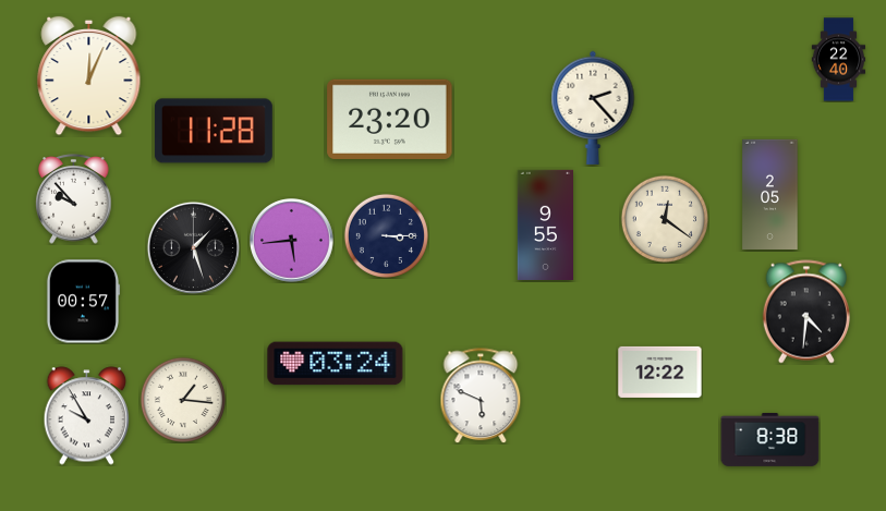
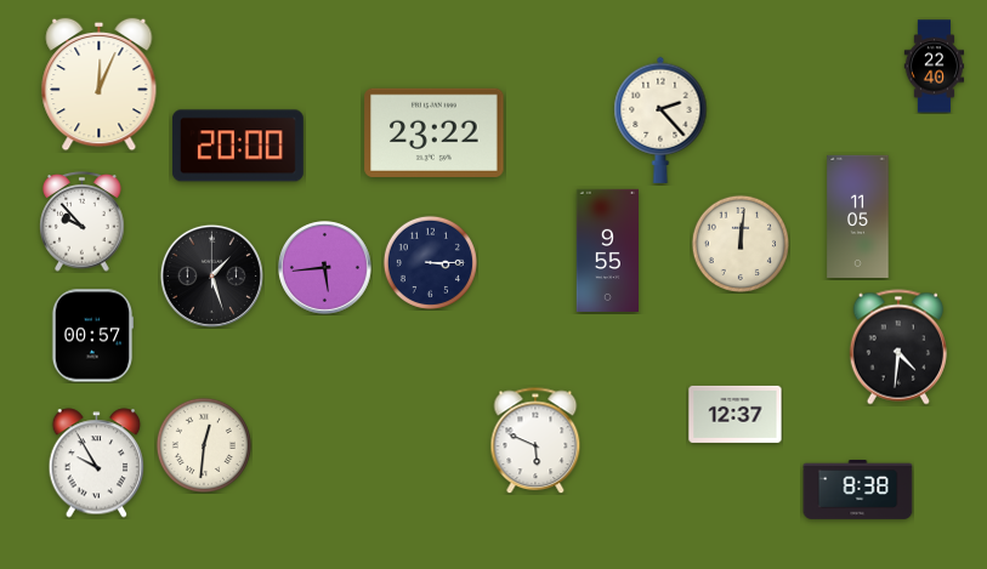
clock at (390, 119): 23:20 -> 23:22
clock at (214, 131): 11:28 -> 20:00
clock at (770, 194): 2:05 -> 11:05
clock at (665, 219): 12:21 -> 12:01
clock at (193, 247) position: (193, 247) -> (211, 275)
clock at (336, 364): 03:24 -> none
clock at (660, 372): 12:22 -> 12:37
clock at (183, 400): 1:16 -> 12:31
